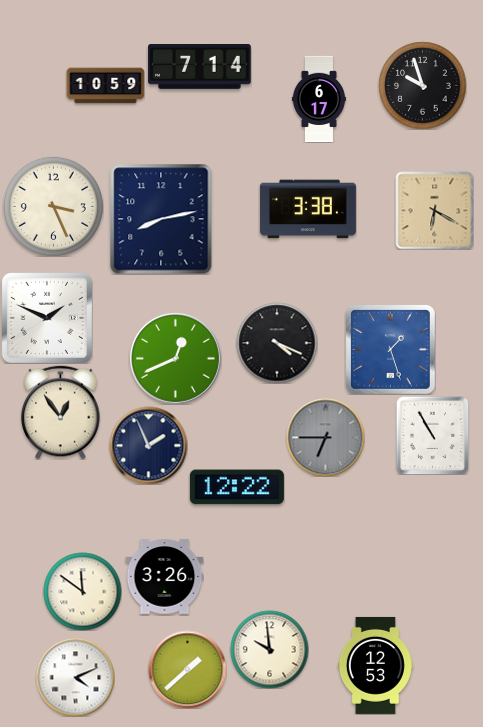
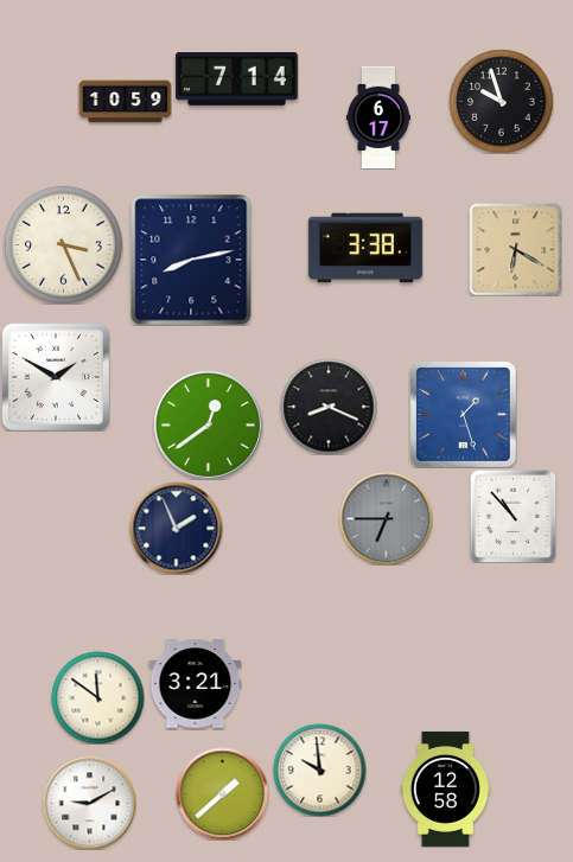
clock at (47, 318): 1:49 -> 1:50
clock at (277, 343): 4:19 -> 8:19
clock at (175, 358): 12:41 -> 12:39
clock at (61, 412): 12:54 -> none
clock at (433, 435): 10:55 -> 10:53
clock at (237, 487): 12:22 -> none
clock at (164, 577): 3:26 -> 3:21
clock at (82, 591) position: (82, 591) -> (97, 697)
clock at (375, 665): 12:53 -> 12:58
clock at (75, 677): 4:11 -> 9:10
